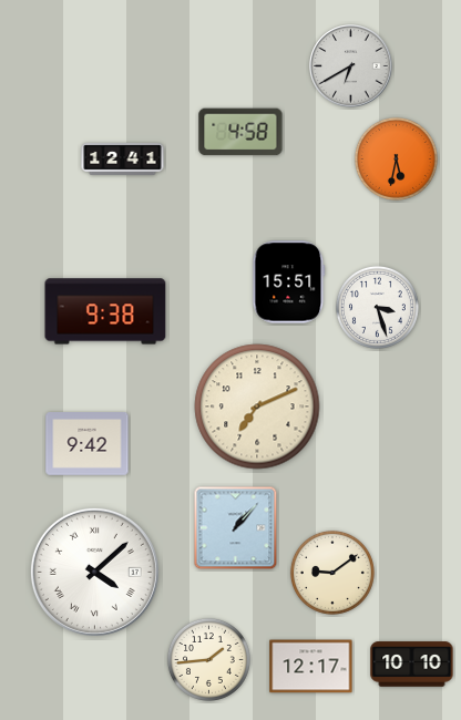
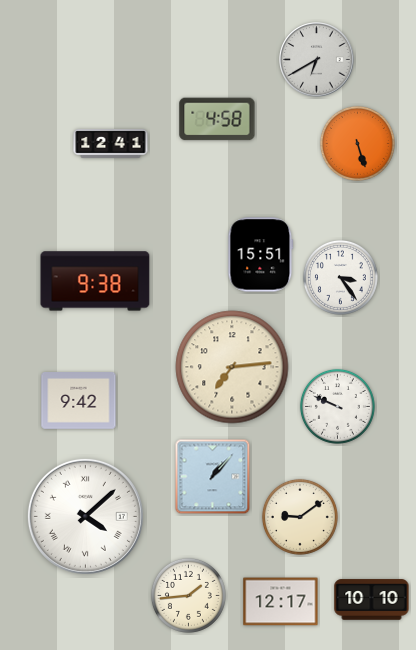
clock at (396, 158): 5:32 -> 5:27
clock at (377, 307): 3:27 -> 3:24
clock at (257, 407): 7:11 -> 7:14
clock at (337, 406): none -> 9:49
